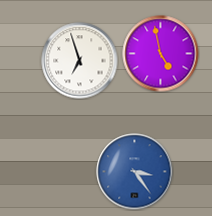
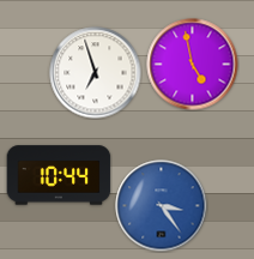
clock at (59, 175): none -> 10:44
